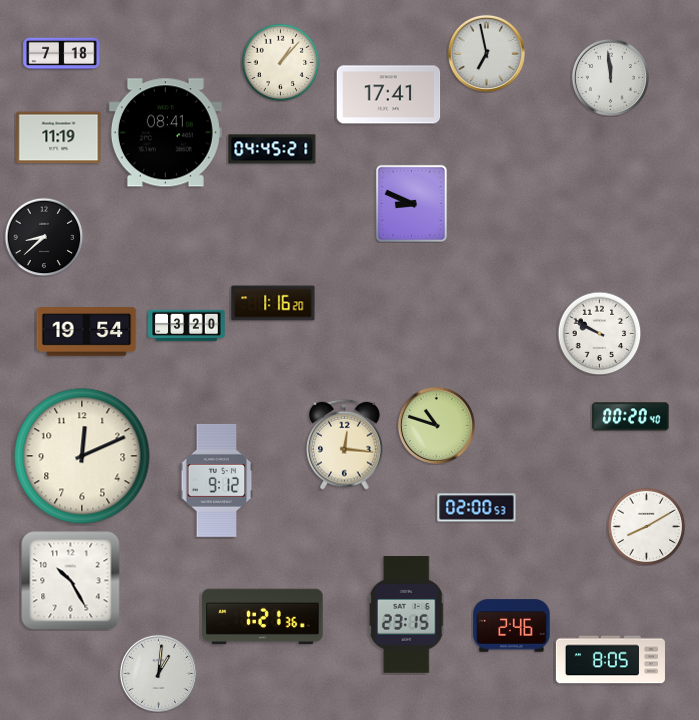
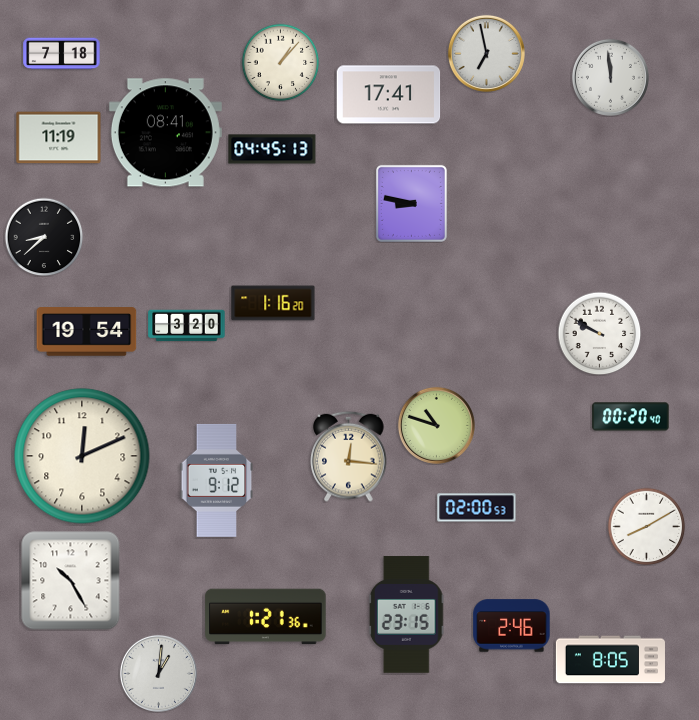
clock at (272, 149): 04:45:21 -> 04:45:13
clock at (411, 203): 8:49 -> 8:47
clock at (345, 444) position: (345, 444) -> (349, 456)
clock at (263, 617) position: (263, 617) -> (266, 617)
